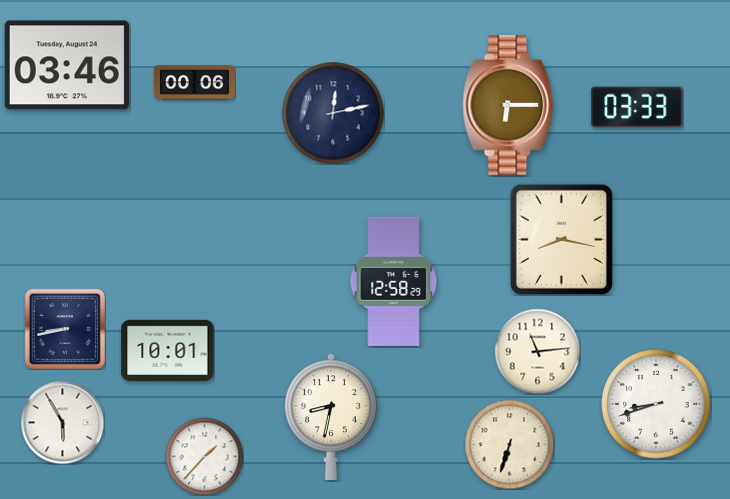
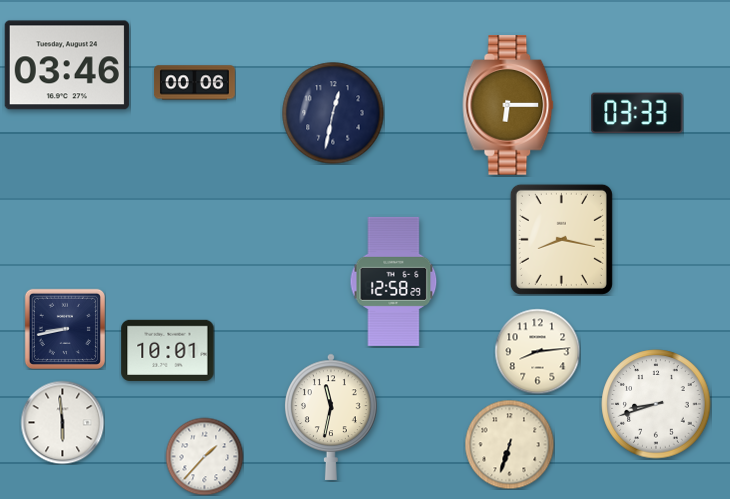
clock at (637, 107) position: (637, 107) -> (637, 113)
clock at (333, 113): 12:13 -> 12:32
clock at (537, 351): 11:14 -> 8:14
clock at (332, 417): 8:32 -> 11:32
clock at (62, 422): 5:55 -> 5:59
